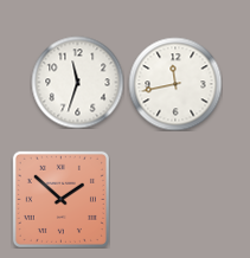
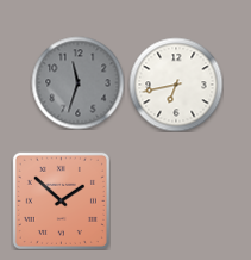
clock at (77, 82) dial: white -> grey
clock at (175, 84): 11:43 -> 6:43
